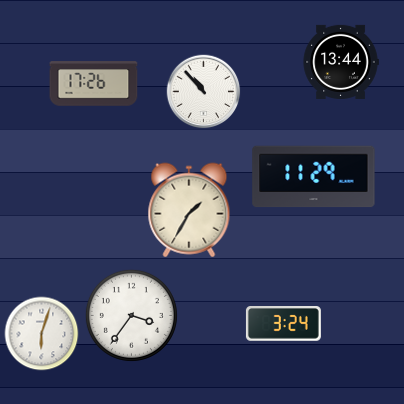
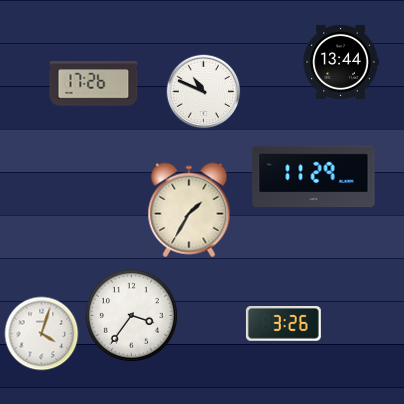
clock at (204, 92): 10:53 -> 10:49
clock at (283, 324): 3:24 -> 3:26
clock at (42, 334): 6:03 -> 4:03
